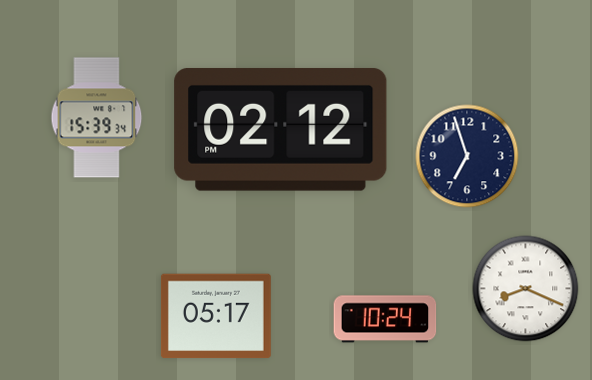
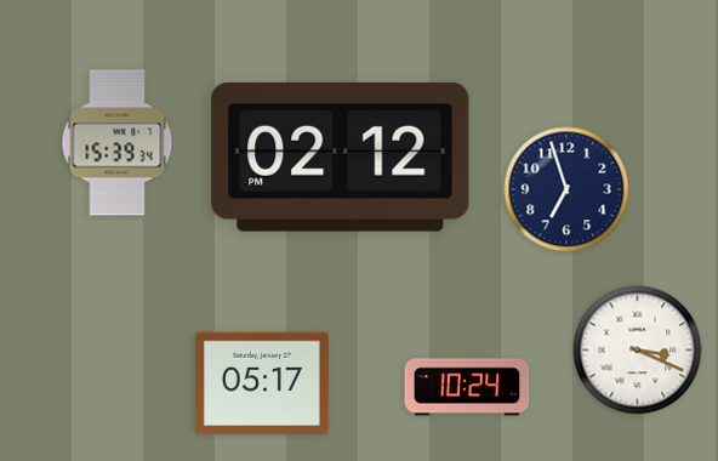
clock at (526, 289): 8:19 -> 3:19
